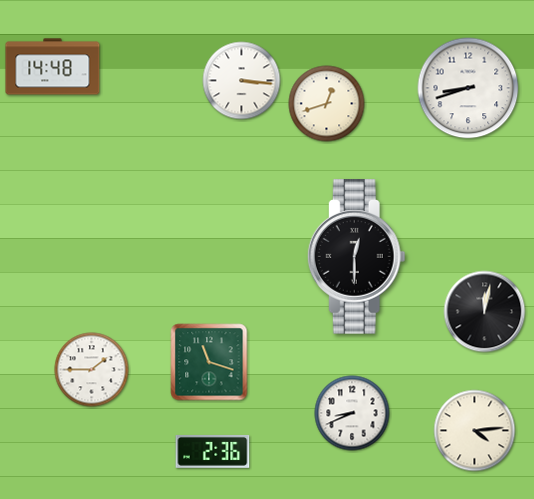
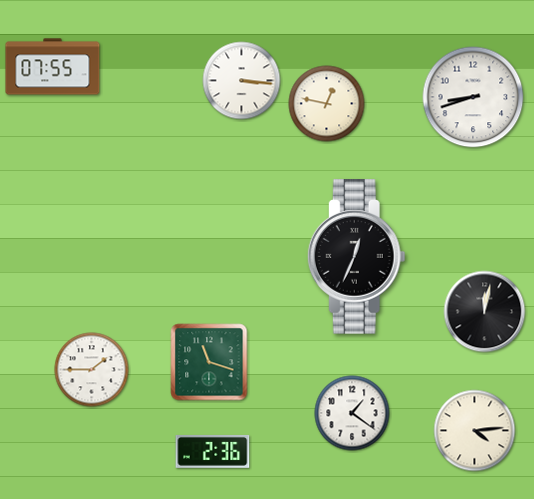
clock at (53, 67): 14:48 -> 07:55
clock at (468, 88) position: (468, 88) -> (473, 97)
clock at (327, 104): 12:42 -> 12:47
clock at (356, 257): 12:30 -> 12:34
clock at (352, 413): 8:41 -> 1:21
